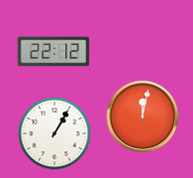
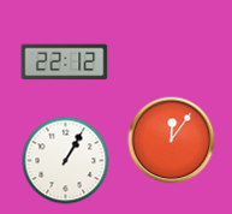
clock at (143, 117): 12:02 -> 12:06
